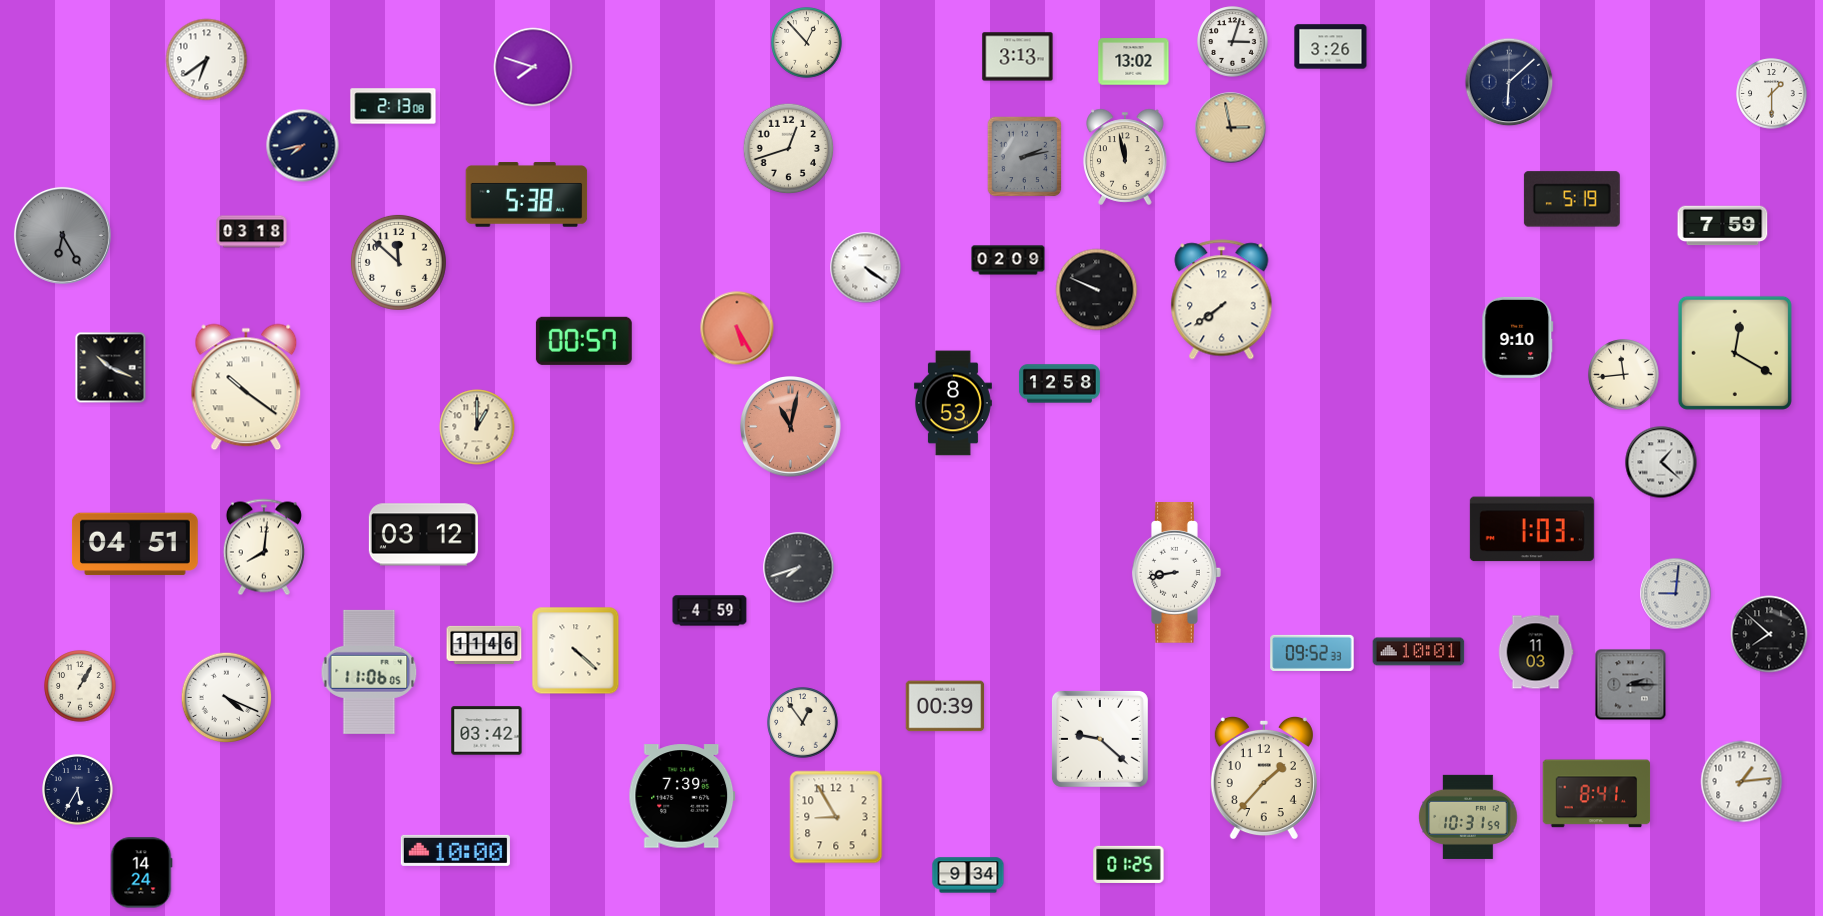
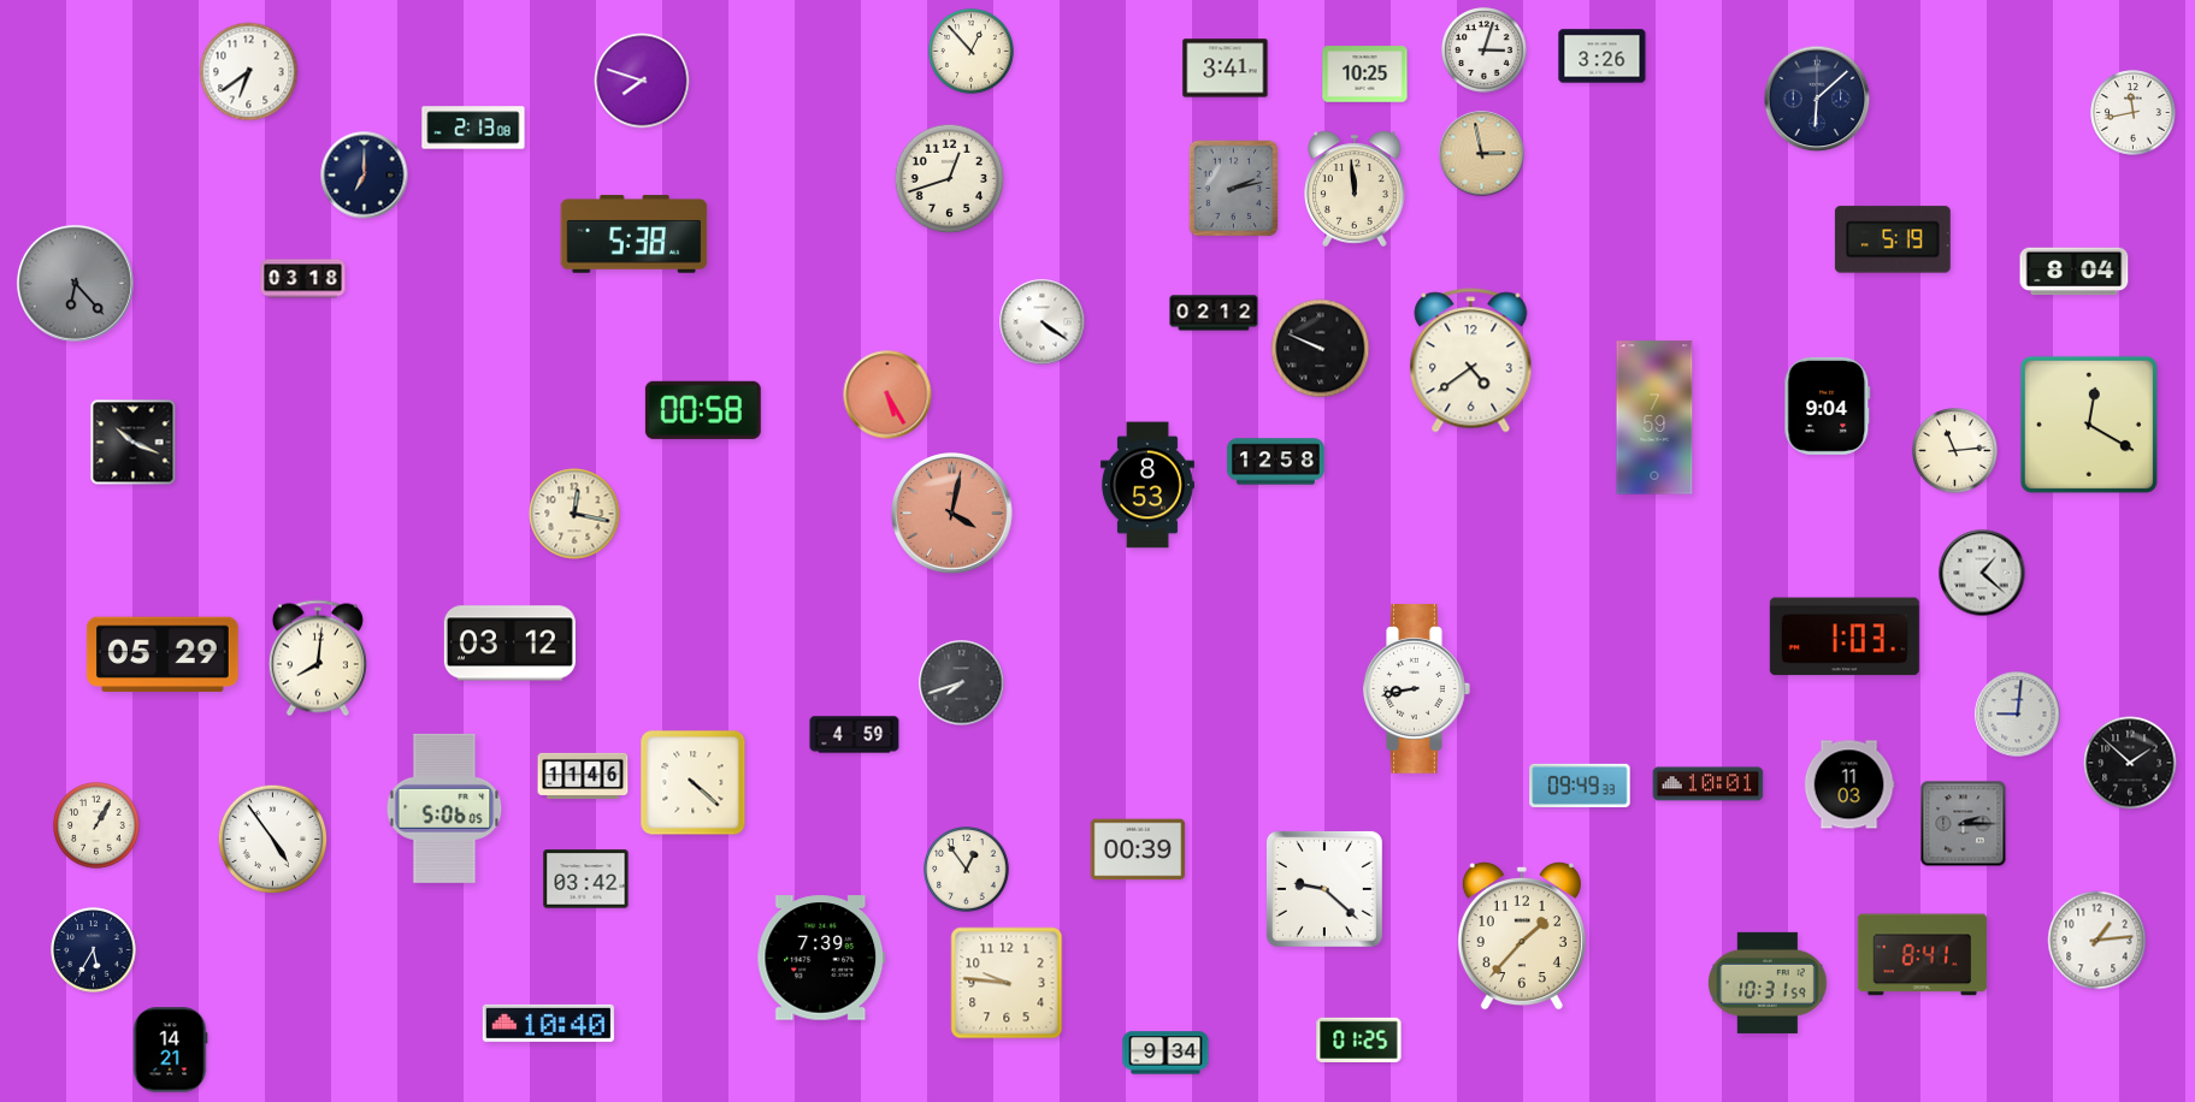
clock at (1018, 57): 3:13 -> 3:41
clock at (1134, 62): 13:02 -> 10:25
clock at (1772, 94): 1:30 -> 11:43
clock at (303, 146): 7:43 -> 7:00
clock at (1125, 157): 11:58 -> 11:59
clock at (1723, 226): 7:59 -> 8:04
clock at (62, 235): 6:25 -> 6:23
clock at (1008, 260): 02:09 -> 02:12
clock at (398, 262): 11:52 -> none
clock at (1222, 300): 7:39 -> 4:39
clock at (1518, 337): 9:10 -> 9:04
clock at (584, 341): 00:57 -> 00:58
clock at (1654, 417): none -> 7:59
clock at (1624, 375): 11:44 -> 11:14
clock at (246, 387): 10:21 -> none
clock at (477, 427): 1:00 -> 12:17
clock at (791, 427): 11:02 -> 4:02
clock at (1661, 462) position: (1661, 462) -> (1982, 573)
clock at (135, 544): 04:51 -> 05:29
clock at (1769, 634): 7:52 -> 1:52
clock at (1312, 653): 09:52 -> 09:49
clock at (369, 672): 11:06 -> 5:06
clock at (227, 698): 4:19 -> 4:54
clock at (836, 817): 8:55 -> 9:46
clock at (455, 850): 10:00 -> 10:40
clock at (141, 873): 14:24 -> 14:21
